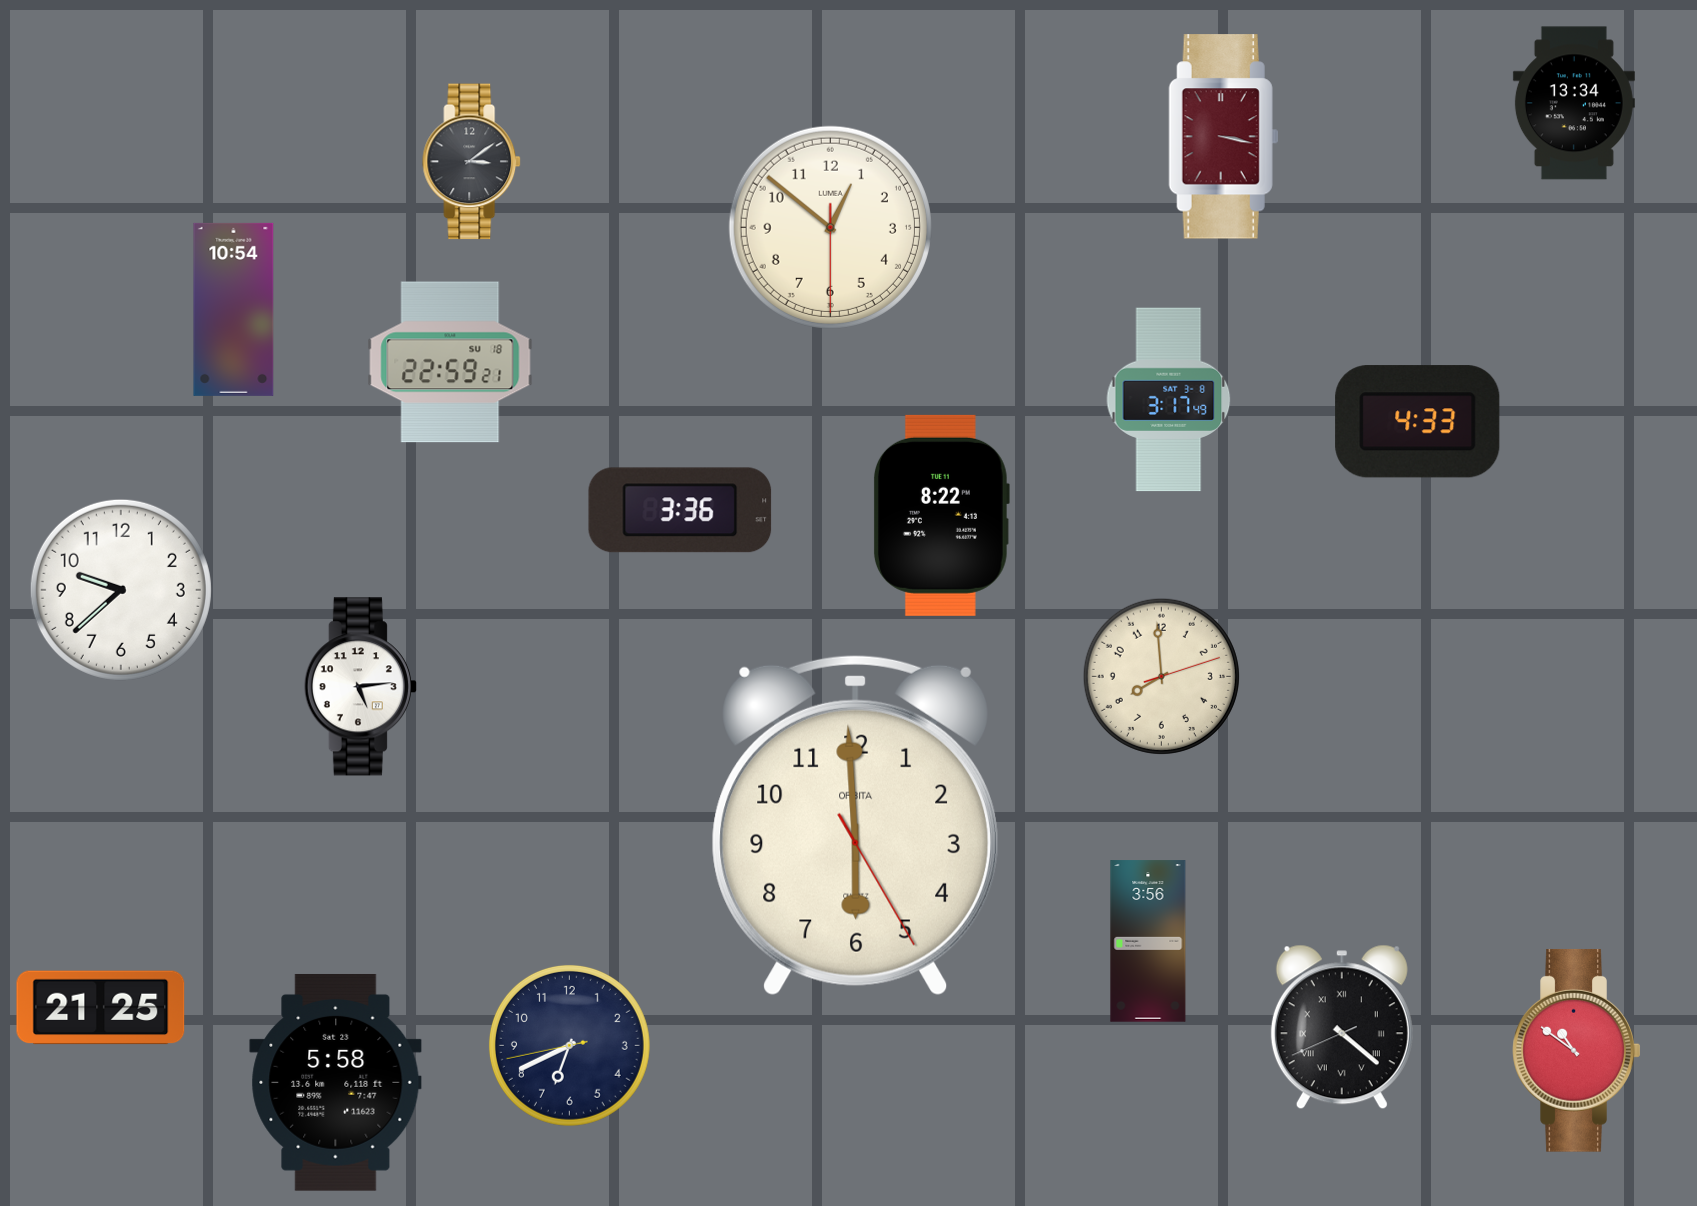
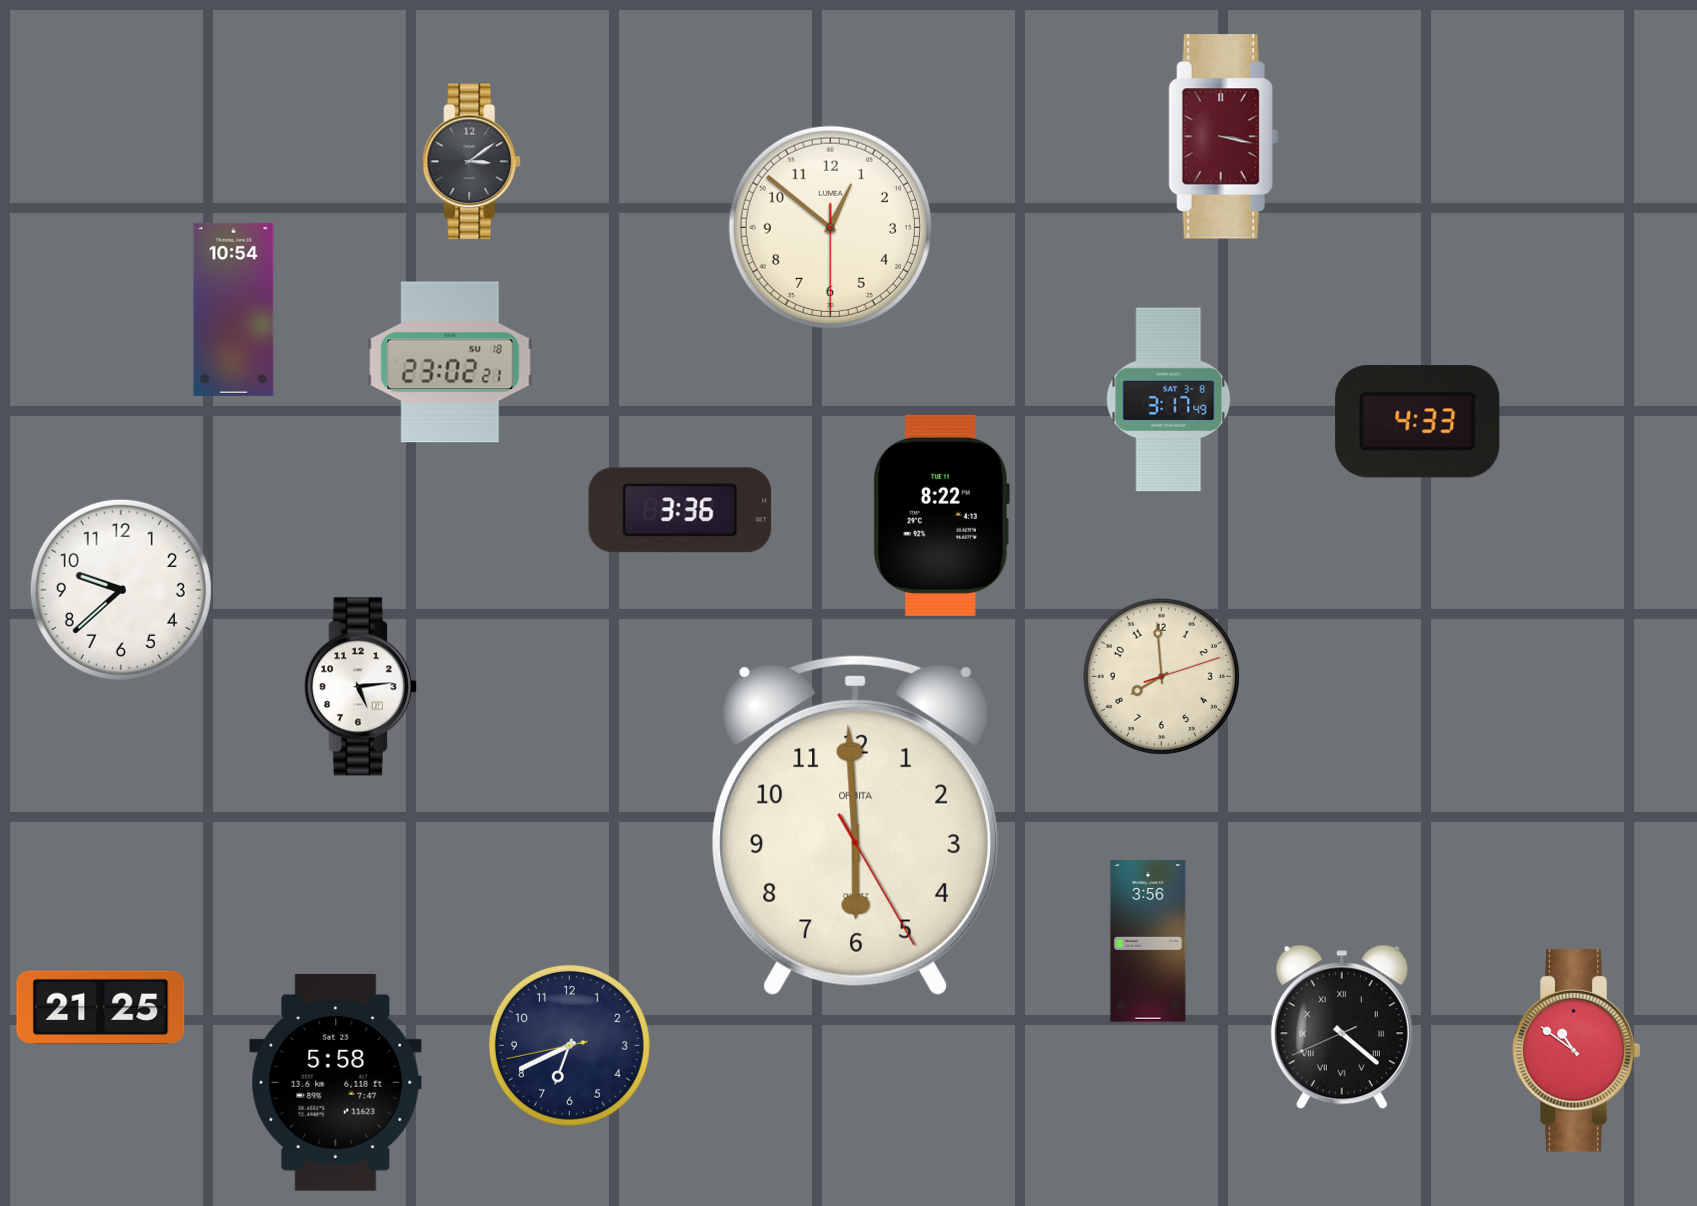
clock at (1574, 103): 13:34 -> none
clock at (450, 362): 22:59 -> 23:02
